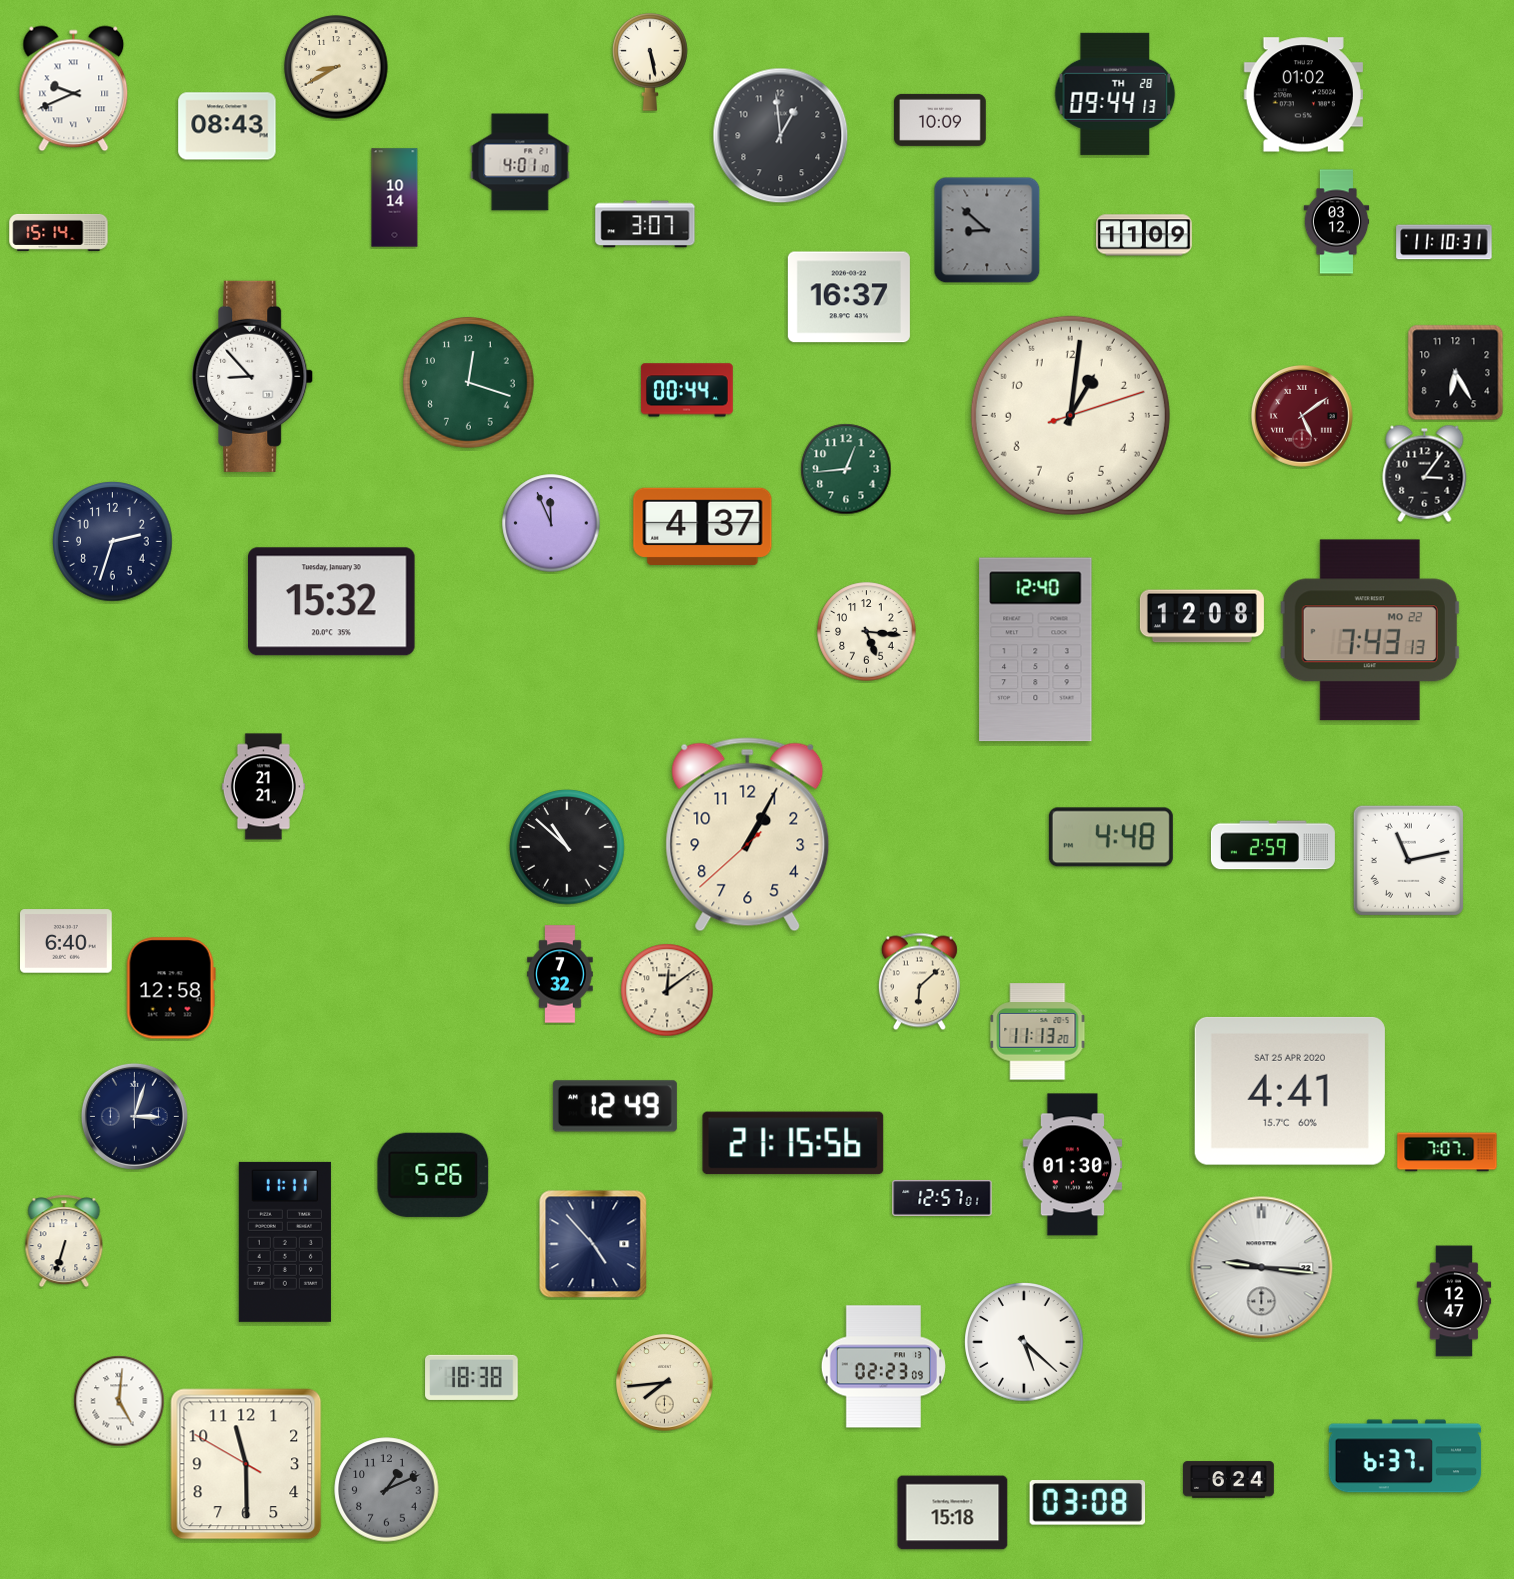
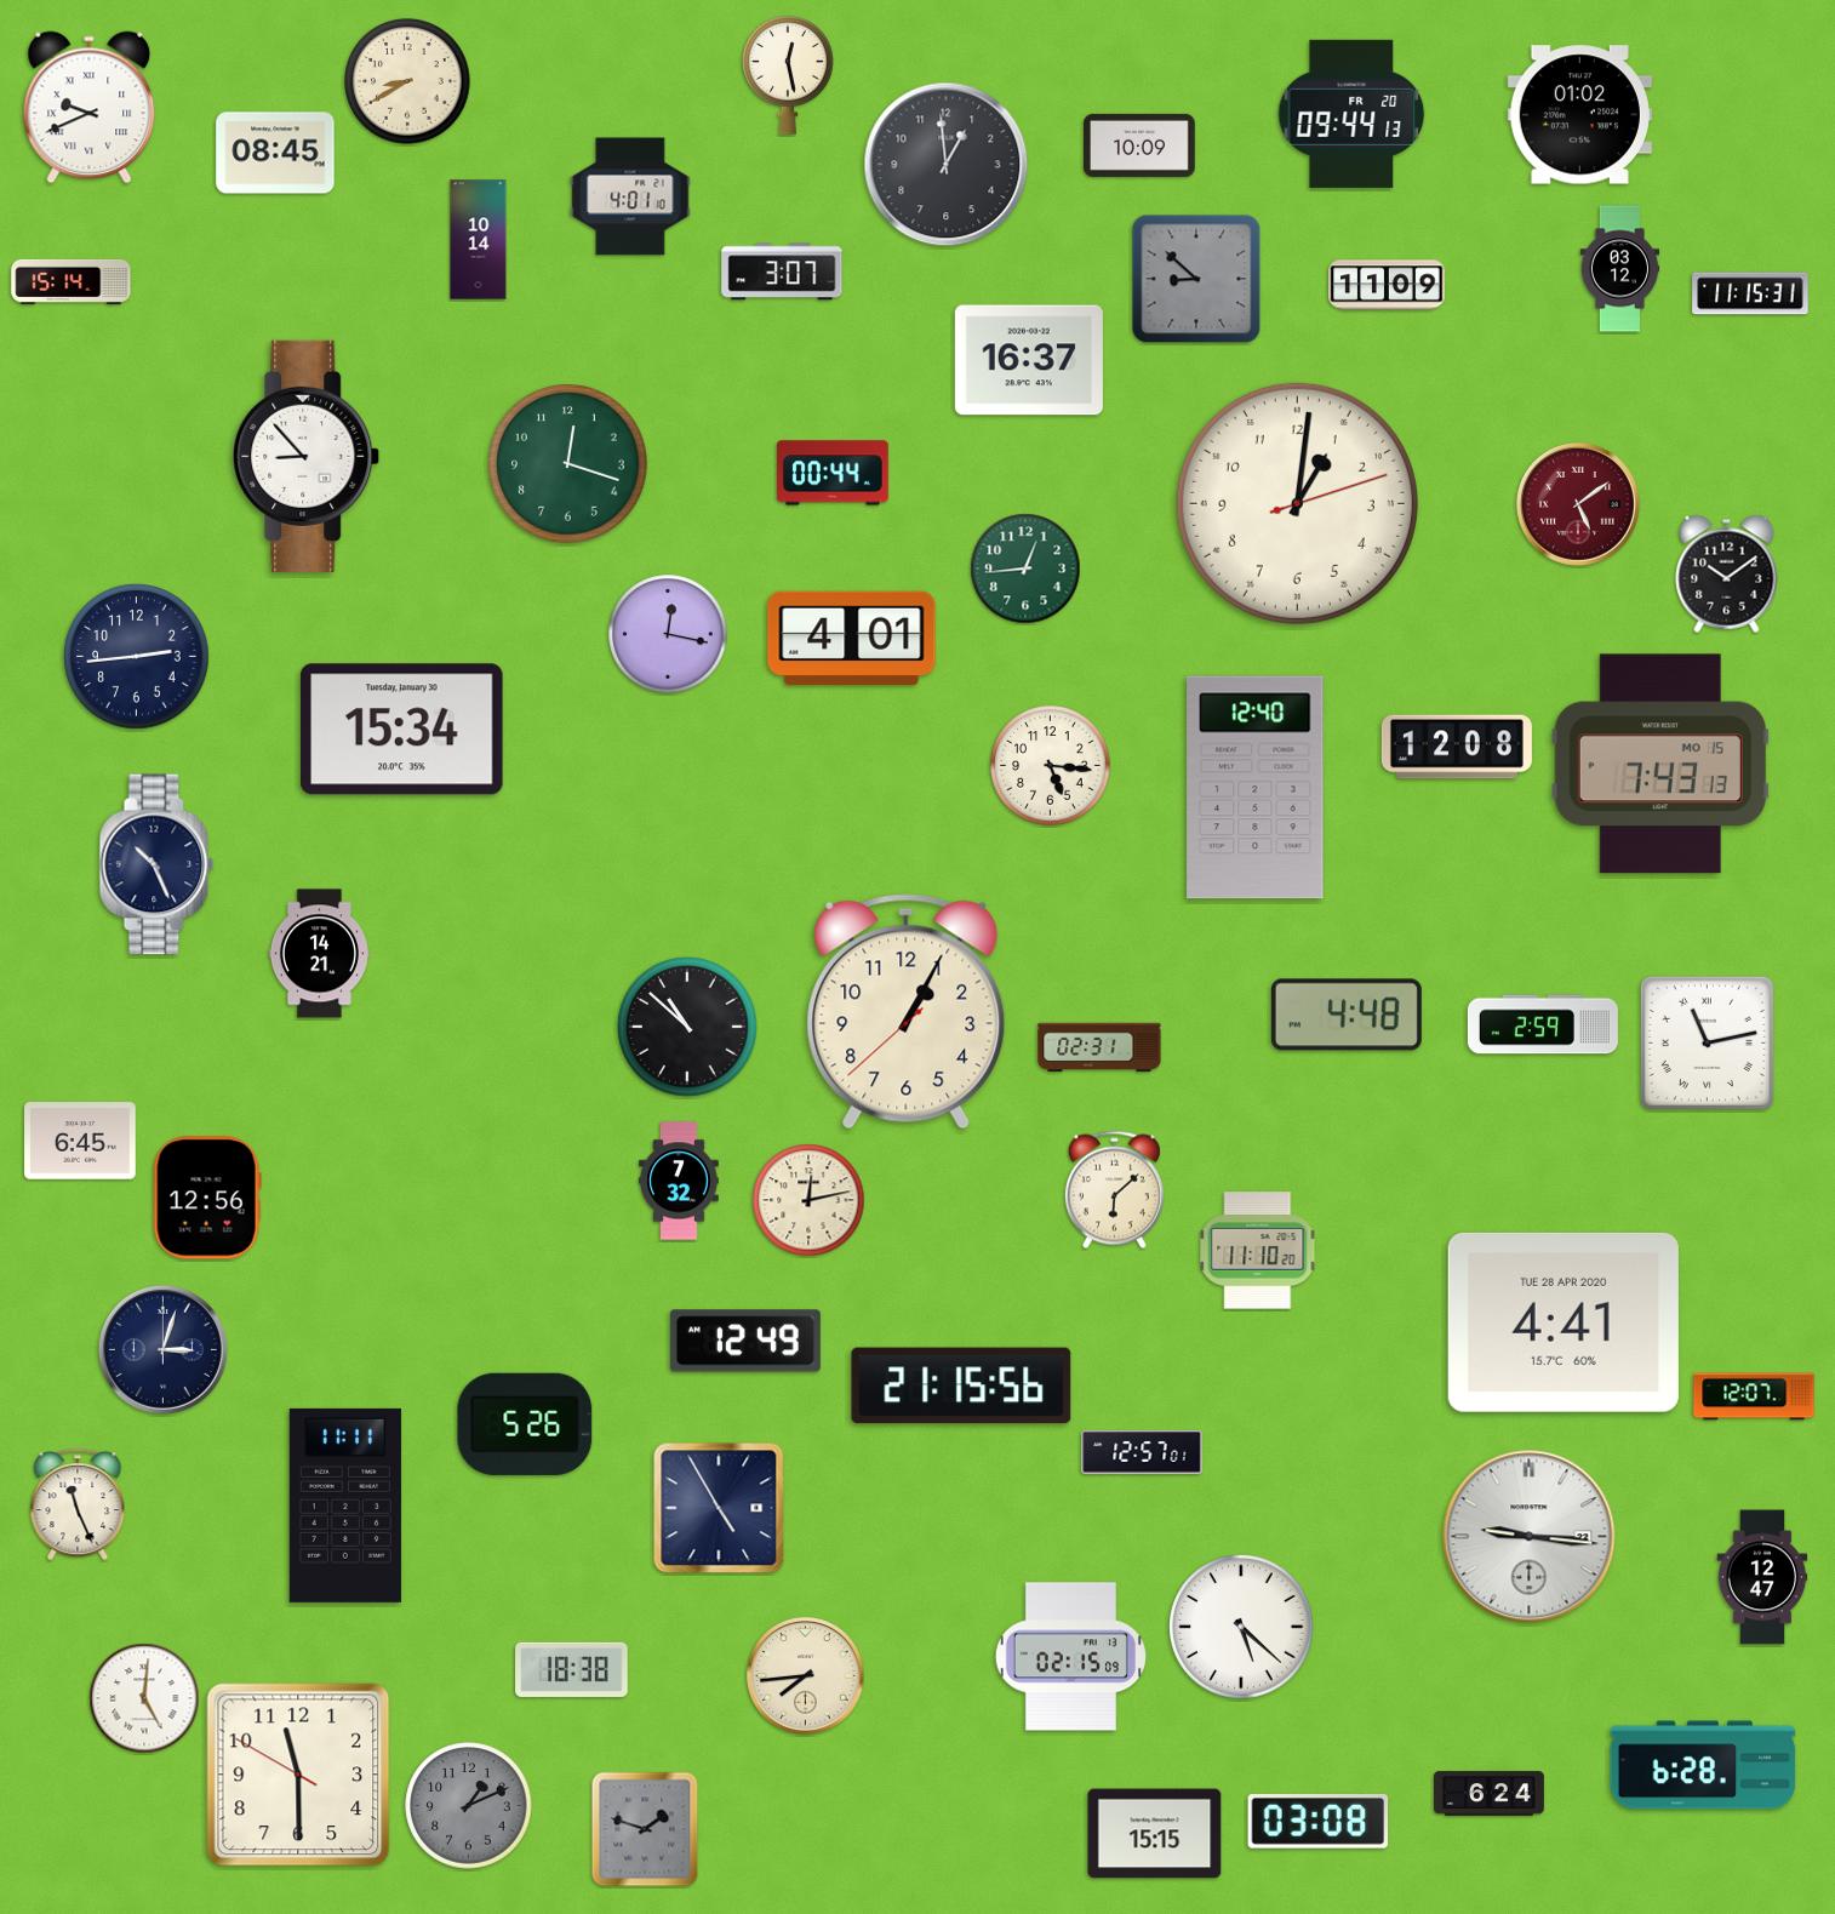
clock at (650, 62): 5:28 -> 12:28
clock at (1115, 94) date: TH 28 -> FR 20
clock at (227, 126): 08:43 -> 08:45
clock at (1444, 242): 11:10 -> 11:15
clock at (1456, 373): 6:25 -> none
clock at (1425, 473): 3:06 -> 10:09
clock at (551, 523): 11:56 -> 12:17
clock at (703, 526): 4:37 -> 4:01
clock at (113, 542): 2:33 -> 2:44
clock at (332, 602): 15:32 -> 15:34
clock at (1370, 630) date: MO 22 -> MO 15
clock at (156, 864): none -> 10:26
clock at (263, 787): 21:21 -> 14:21
clock at (1099, 1047): none -> 02:31
clock at (67, 941): 6:40 -> 6:45
clock at (171, 988): 12:58 -> 12:56
clock at (667, 990): 12:09 -> 12:13
clock at (1038, 1032): 11:13 -> 11:10
clock at (1290, 1091) date: SAT 25 APR 2020 -> TUE 28 APR 2020
clock at (134, 1116) position: (134, 1116) -> (162, 1349)
clock at (1447, 1152): 7:07 -> 12:07
clock at (1073, 1165): 01:30 -> none
clock at (64, 1241): 6:33 -> 11:26
clock at (593, 1244): 4:53 -> 4:55
clock at (883, 1367): 02:23 -> 02:15
clock at (1405, 1456): 6:37 -> 6:28
clock at (645, 1829): none -> 1:48
clock at (953, 1513): 15:18 -> 15:15
